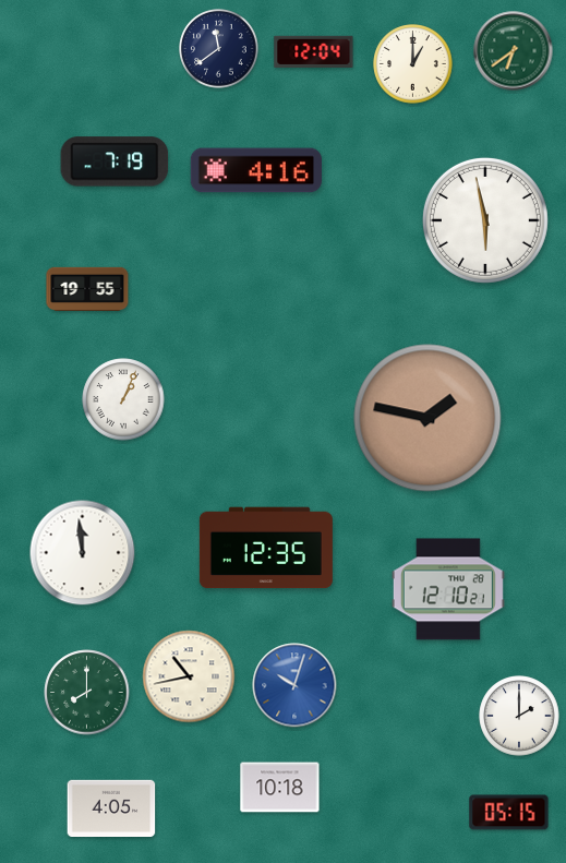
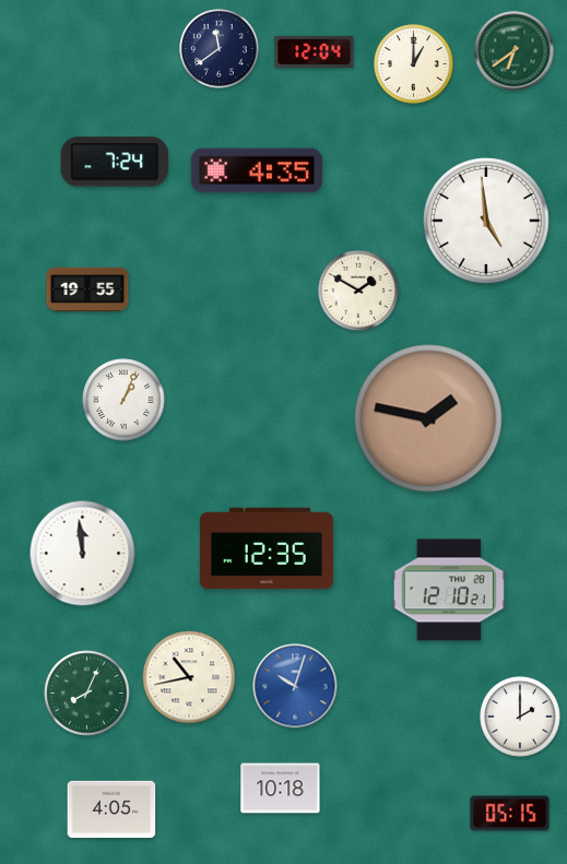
clock at (115, 161): 7:19 -> 7:24
clock at (256, 170): 4:16 -> 4:35
clock at (485, 220): 5:58 -> 4:59
clock at (358, 291): none -> 1:50
clock at (87, 693): 8:00 -> 8:04
